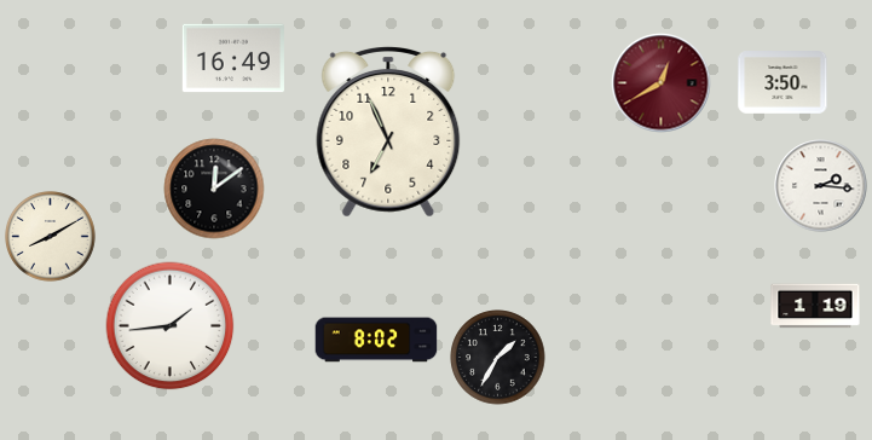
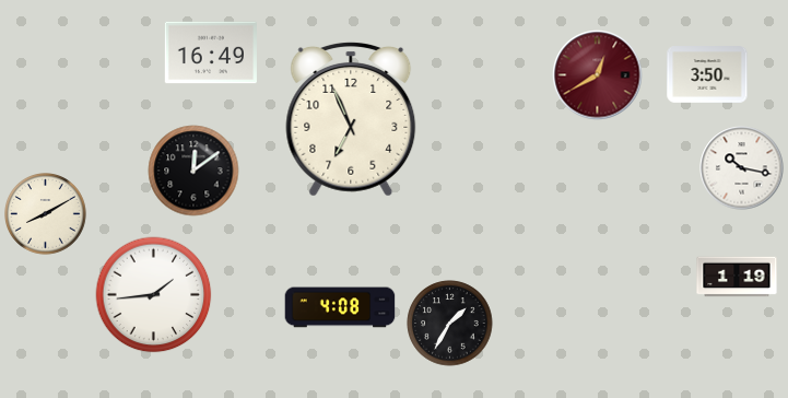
clock at (821, 186): 2:16 -> 10:17
clock at (376, 340): 8:02 -> 4:08
